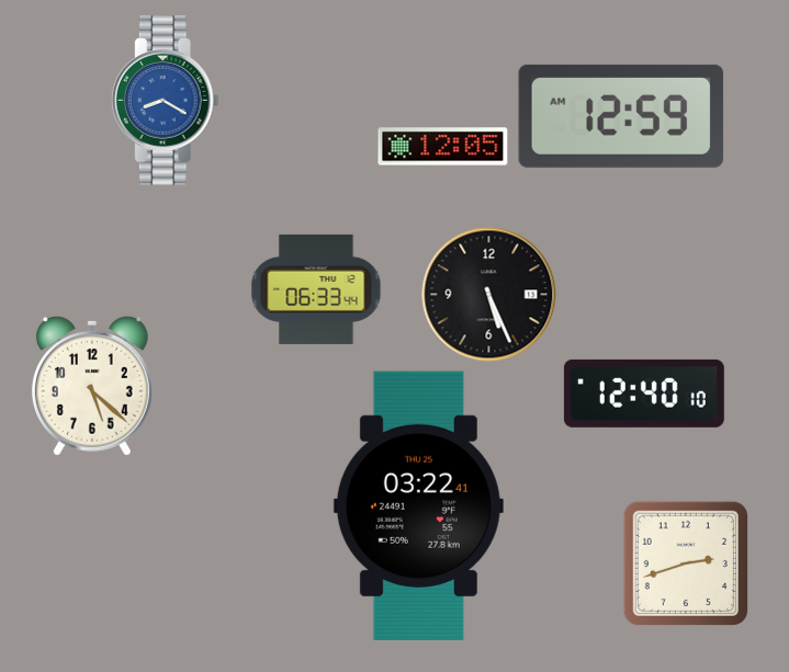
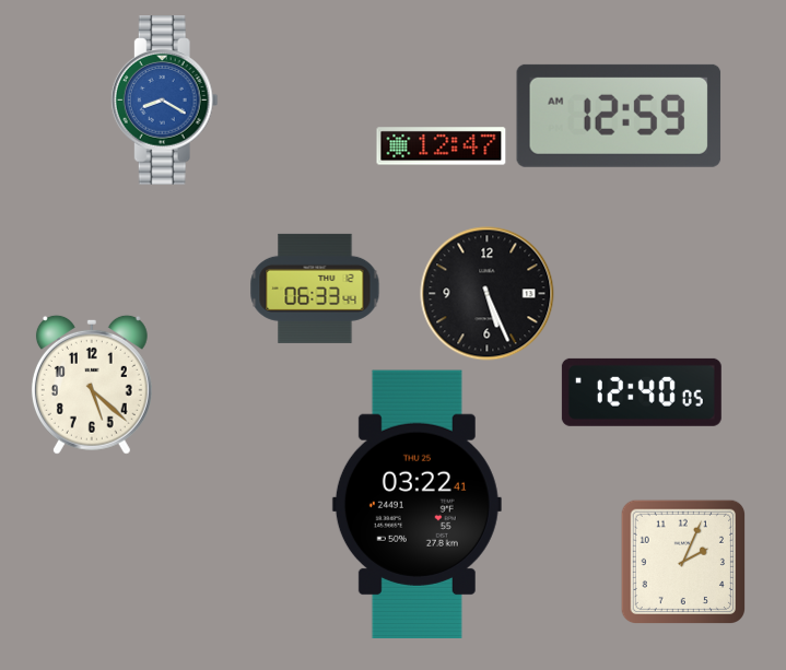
clock at (443, 147): 12:05 -> 12:47
clock at (644, 394): 12:40:10 -> 12:40:05
clock at (685, 562): 2:42 -> 2:04
